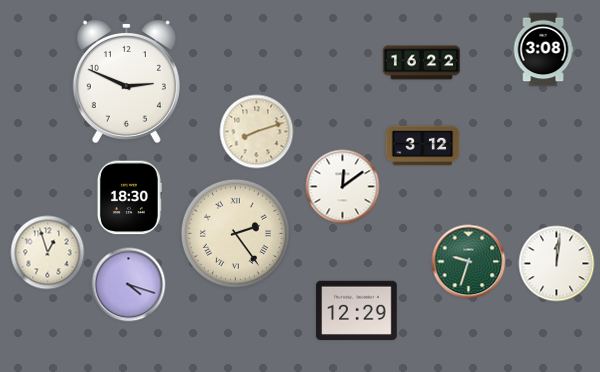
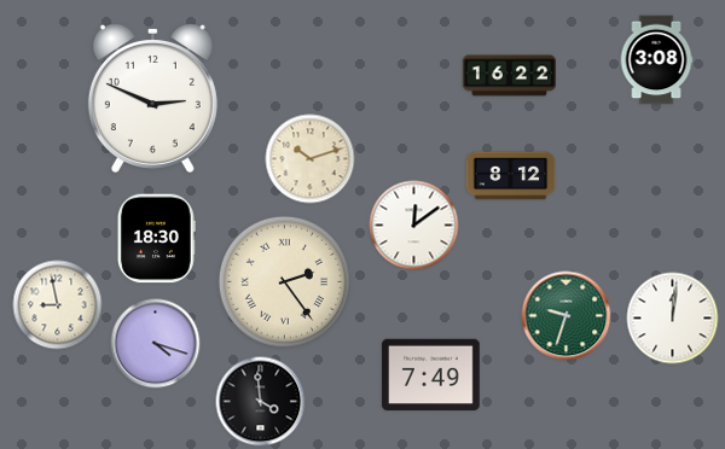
clock at (257, 132): 8:12 -> 10:12
clock at (423, 146): 3:12 -> 8:12
clock at (48, 253): 12:57 -> 8:58
clock at (357, 311): 12:29 -> 7:49
clock at (261, 402): none -> 3:59
